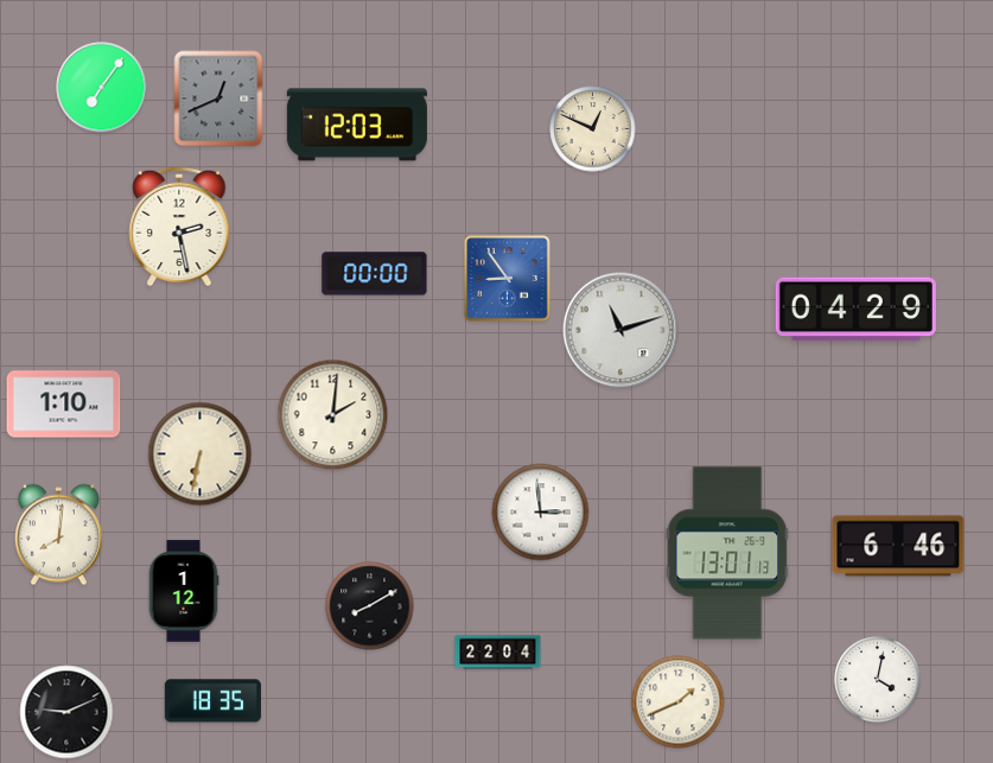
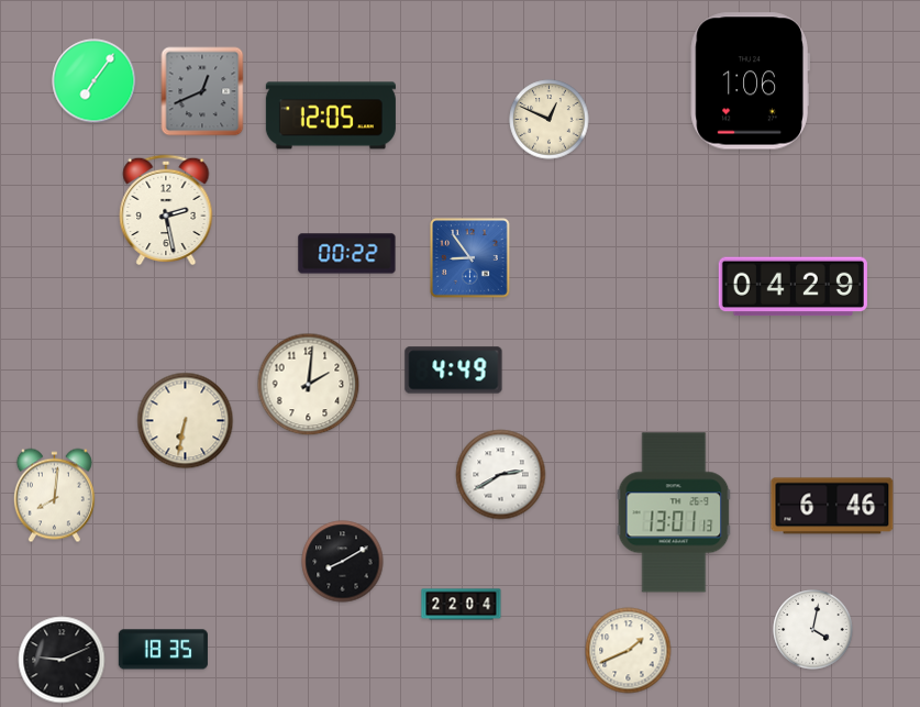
clock at (750, 81): none -> 1:06
clock at (357, 125): 12:03 -> 12:05
clock at (375, 274): 00:00 -> 00:22
clock at (620, 330): 11:12 -> none
clock at (454, 371): none -> 4:49
clock at (64, 405): 1:10 -> none
clock at (541, 513): 2:59 -> 2:40
clock at (184, 591): 1:12 -> none
clock at (212, 701) position: (212, 701) -> (163, 650)
